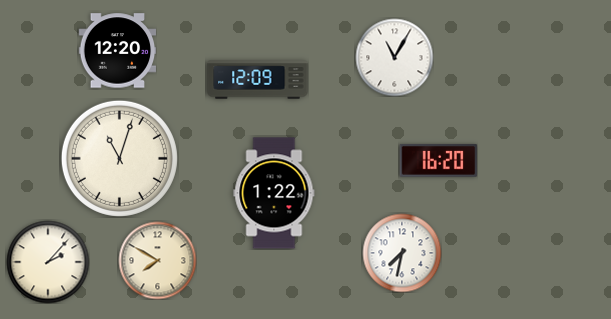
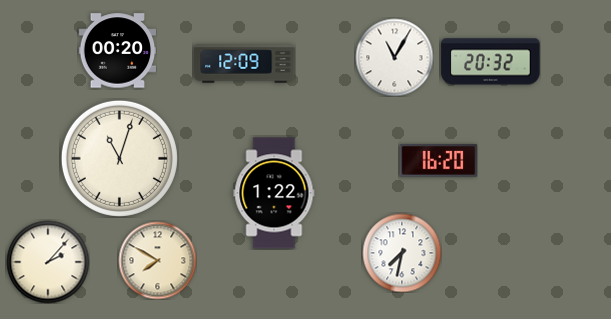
clock at (117, 51): 12:20 -> 00:20
clock at (491, 62): none -> 20:32
clock at (258, 80) position: (258, 80) -> (245, 64)
